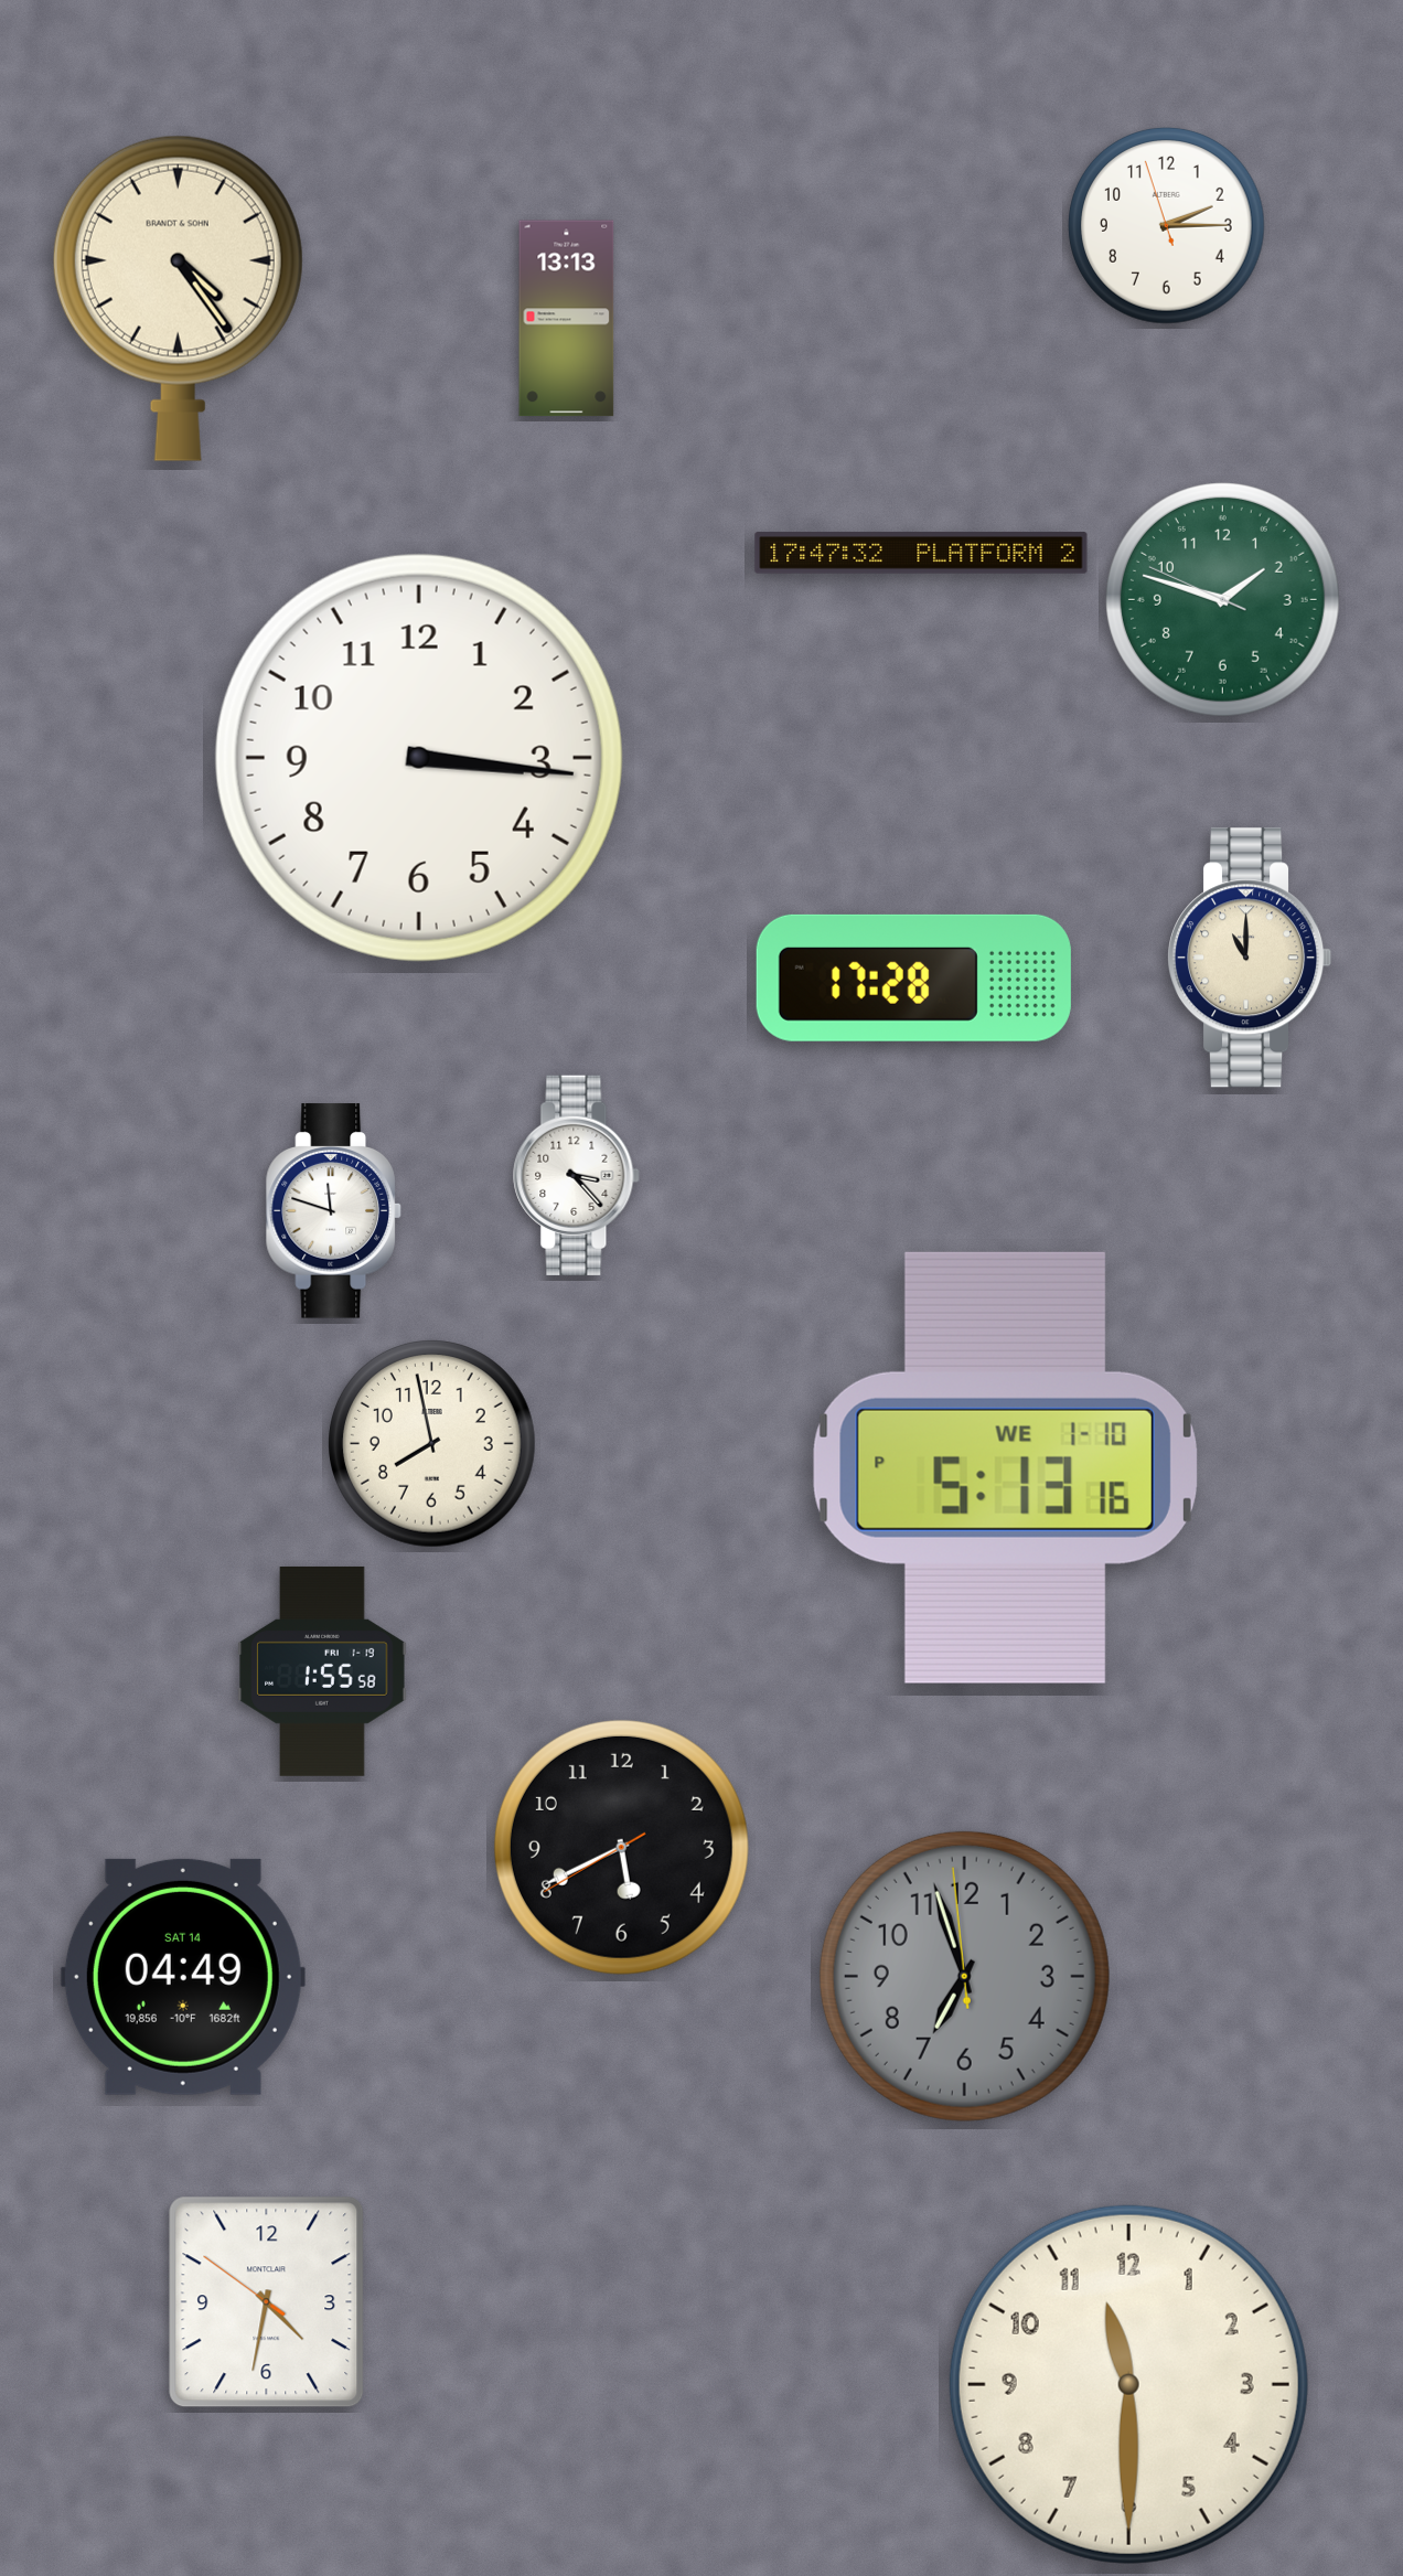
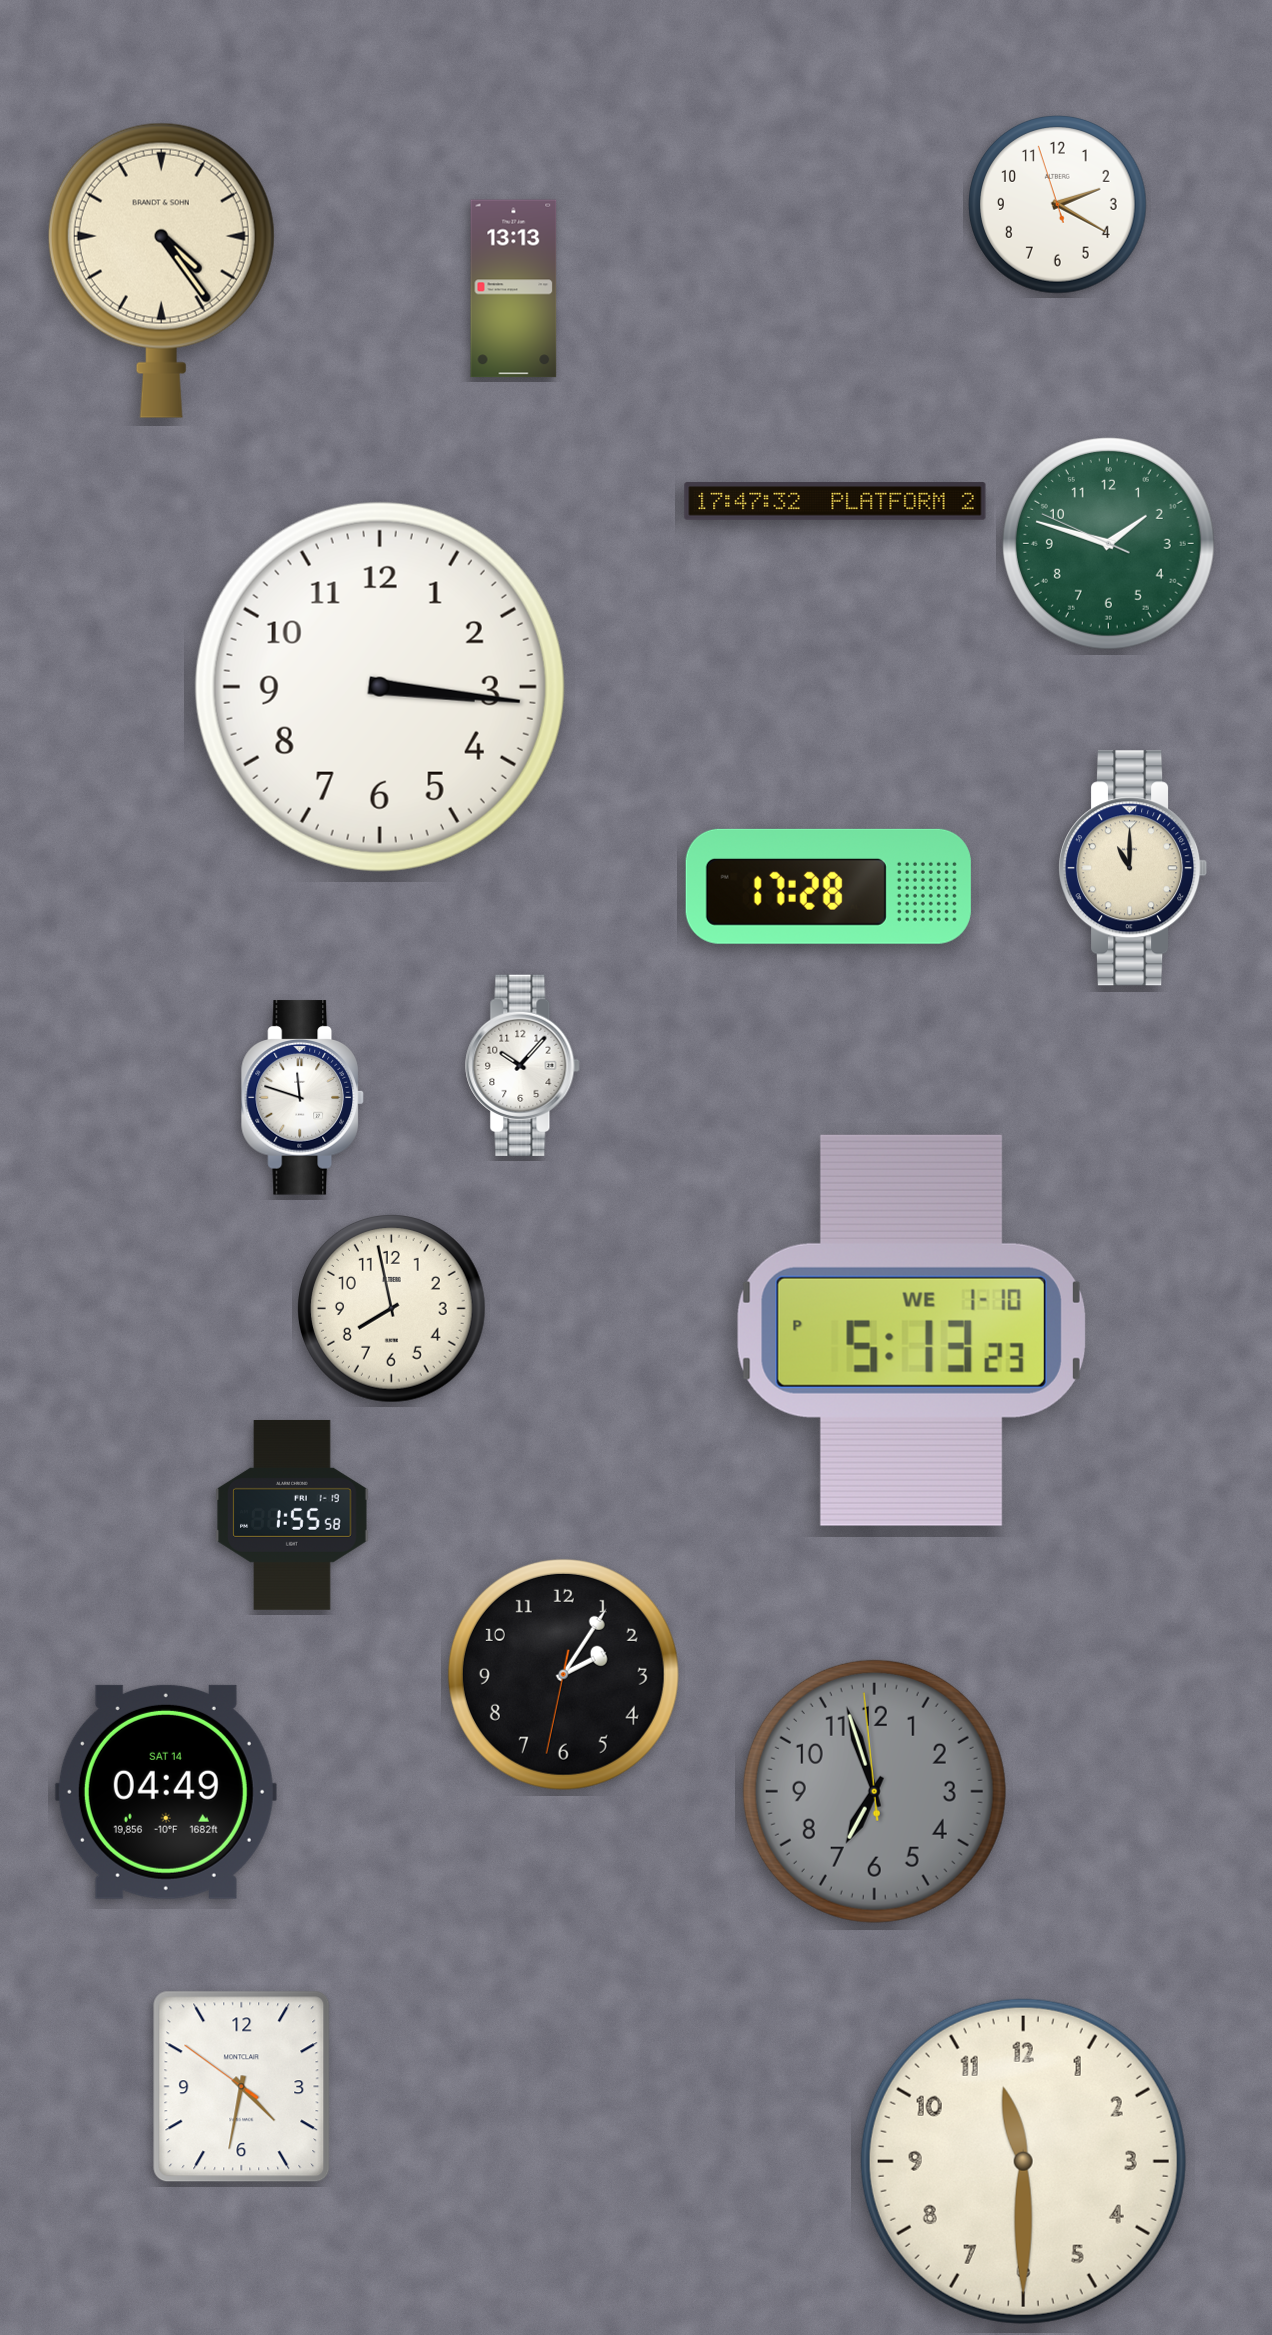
clock at (1167, 226): 2:14 -> 2:19
clock at (577, 1175): 3:23 -> 10:07
clock at (1005, 1467): 5:13:16 PM -> 5:13:23 PM
clock at (621, 1847): 5:40 -> 2:05
